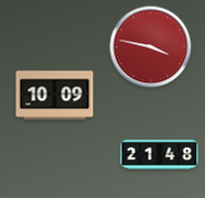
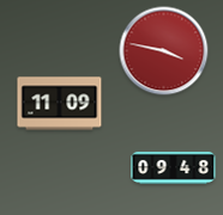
clock at (55, 96): 10:09 -> 11:09
clock at (160, 154): 21:48 -> 09:48
